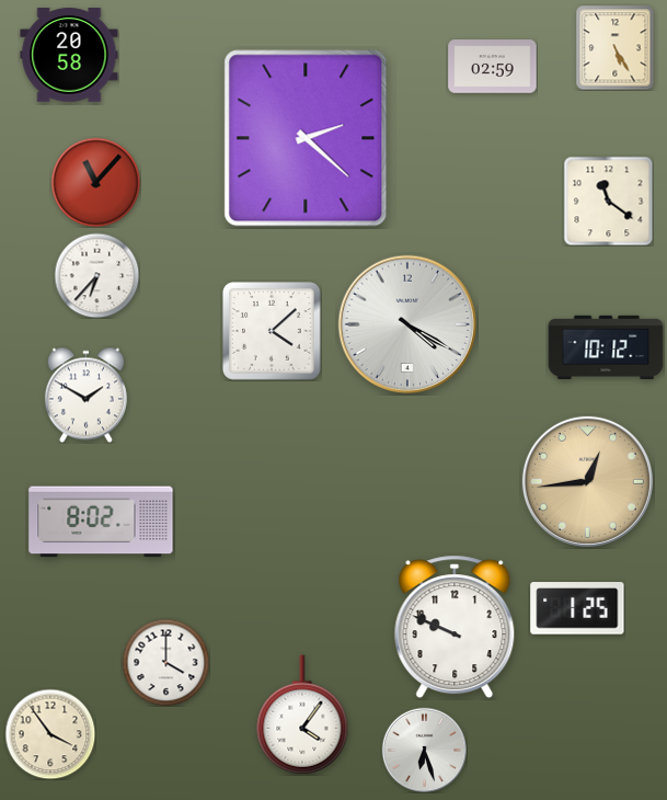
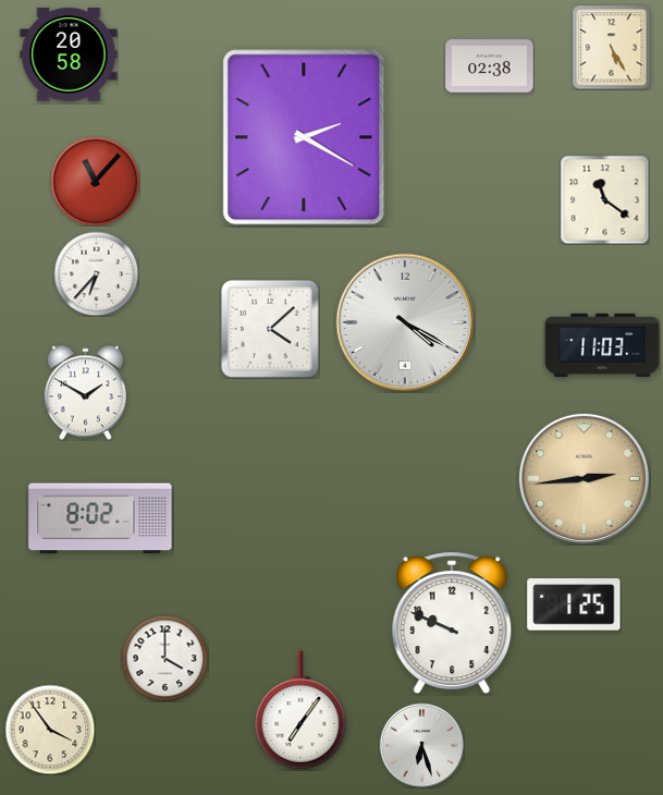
clock at (493, 67): 02:59 -> 02:38
clock at (306, 138): 2:22 -> 2:20
clock at (606, 346): 10:12 -> 11:03
clock at (587, 481): 12:44 -> 2:44
clock at (302, 715): 4:06 -> 7:06
